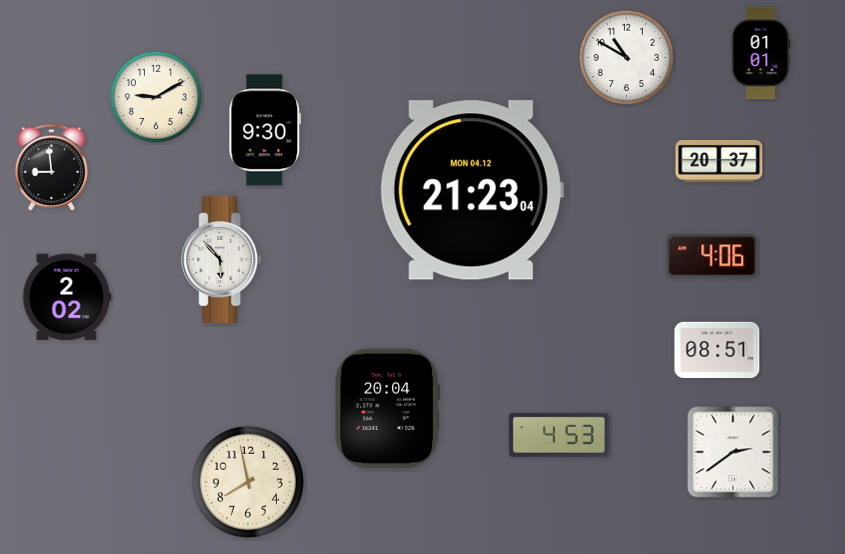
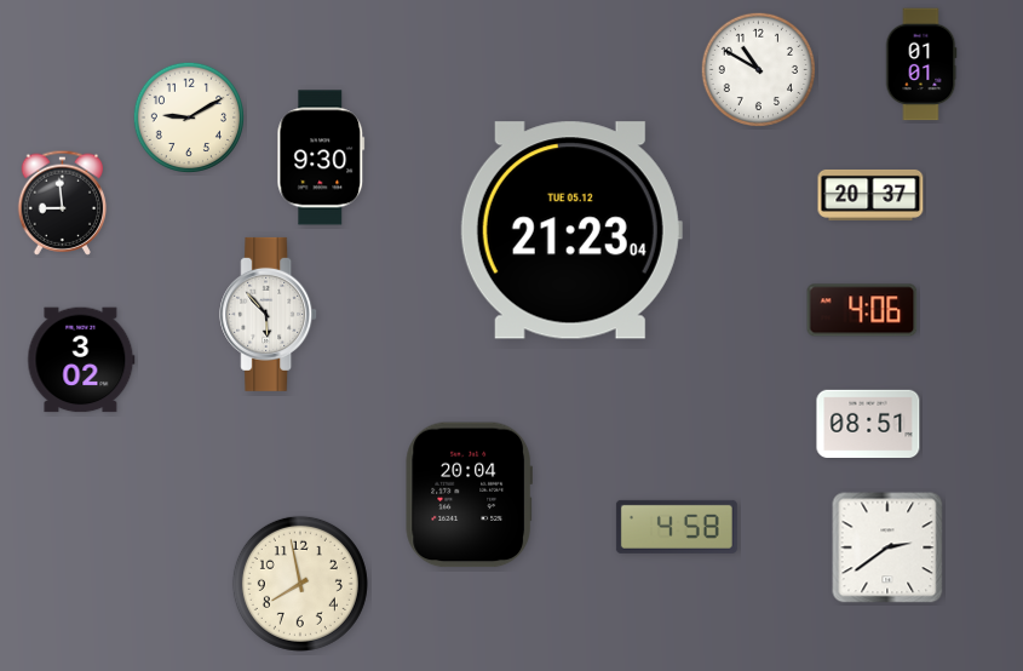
clock at (472, 190) date: MON 04.12 -> TUE 05.12
clock at (67, 297): 2:02 -> 3:02
clock at (559, 435): 4:53 -> 4:58
